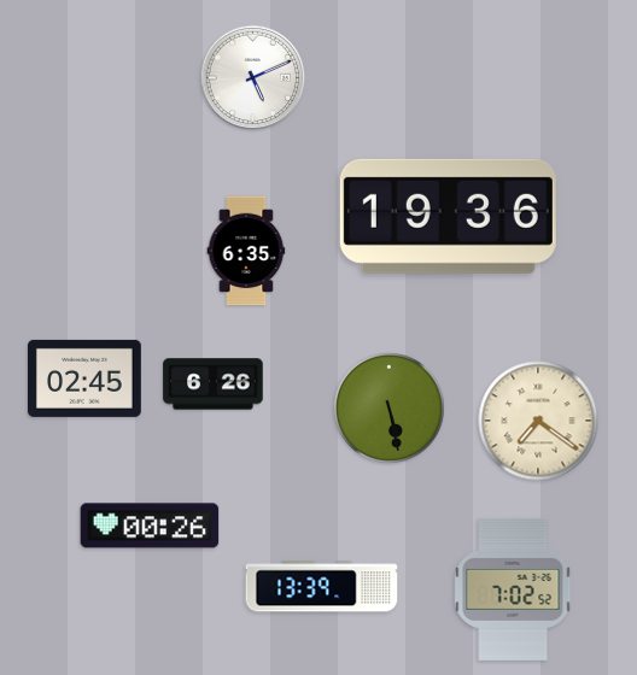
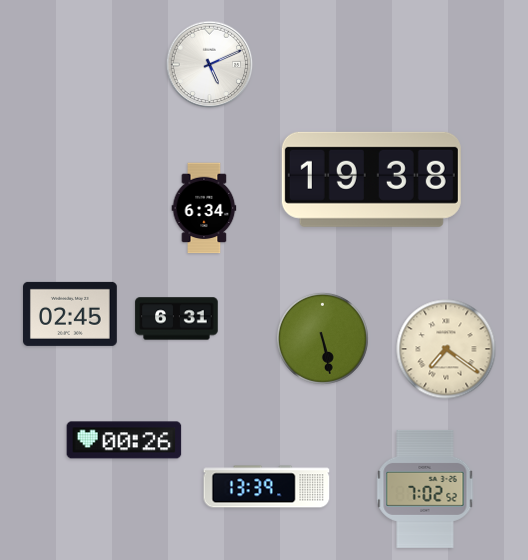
clock at (448, 216): 19:36 -> 19:38
clock at (246, 251): 6:35 -> 6:34
clock at (214, 385): 6:26 -> 6:31
clock at (150, 526) position: (150, 526) -> (124, 440)
